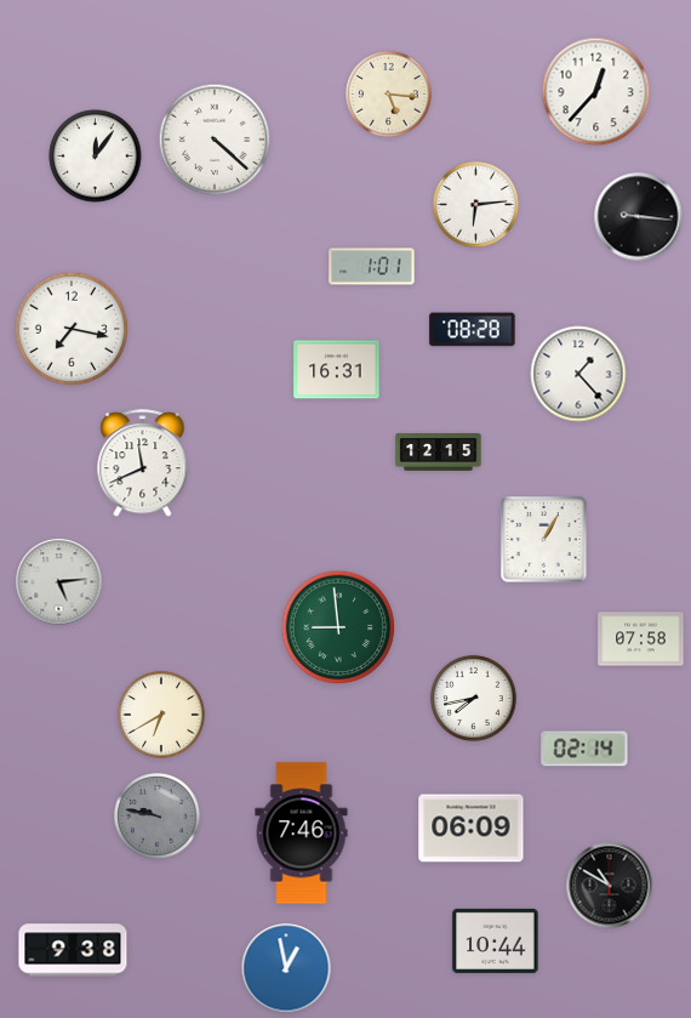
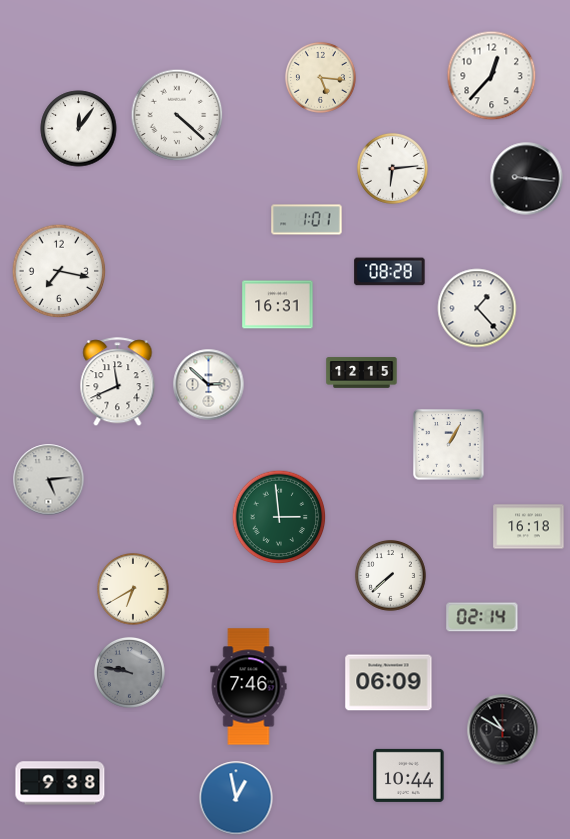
clock at (209, 385): none -> 2:52
clock at (338, 627): 8:59 -> 2:59
clock at (641, 639): 07:58 -> 16:18
clock at (473, 698): 7:43 -> 7:38
